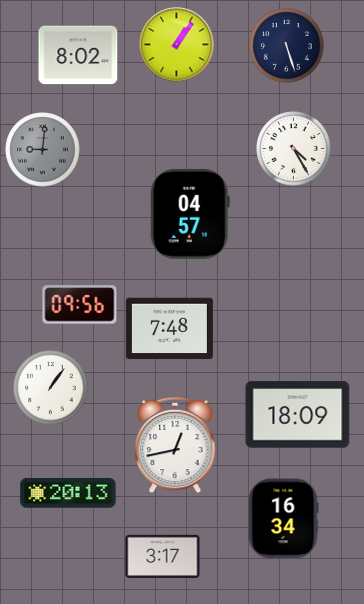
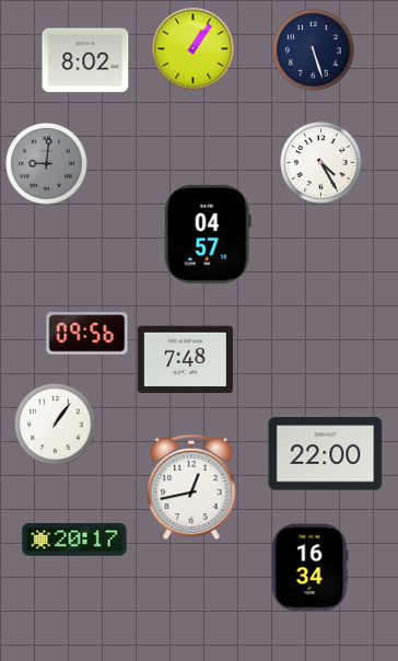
clock at (298, 415): 18:09 -> 22:00
clock at (68, 493): 20:13 -> 20:17
clock at (163, 556): 3:17 -> none
